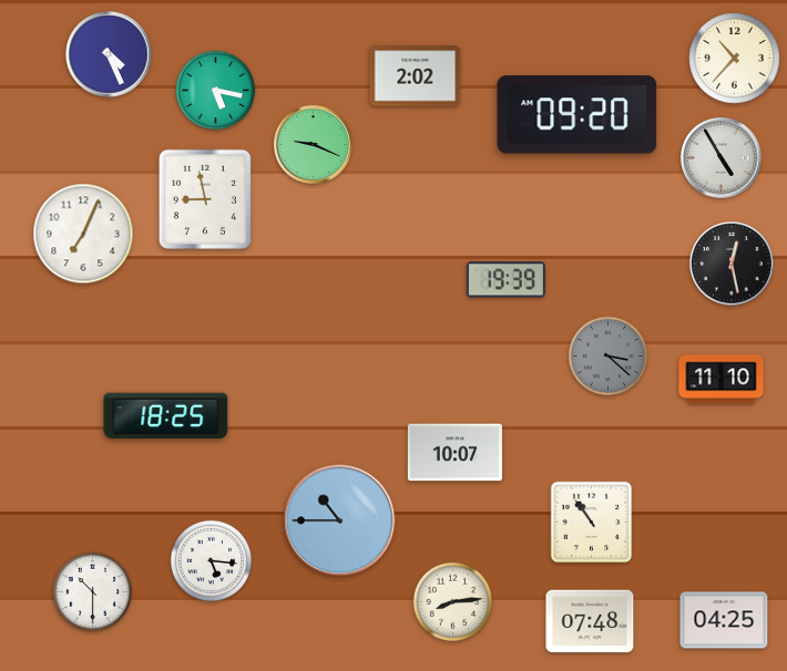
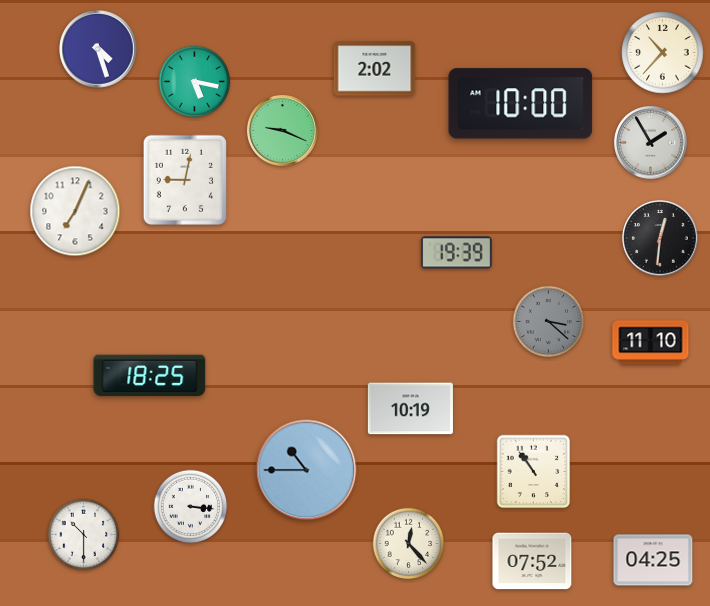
clock at (109, 54): 4:26 -> 4:27
clock at (578, 115): 09:20 -> 10:00
clock at (722, 158): 4:55 -> 1:55
clock at (205, 199): 8:58 -> 9:02
clock at (732, 264): 12:28 -> 12:31
clock at (454, 453): 10:07 -> 10:19
clock at (212, 561): 5:16 -> 3:16
clock at (453, 602): 8:14 -> 12:23
clock at (590, 621): 07:48 -> 07:52
